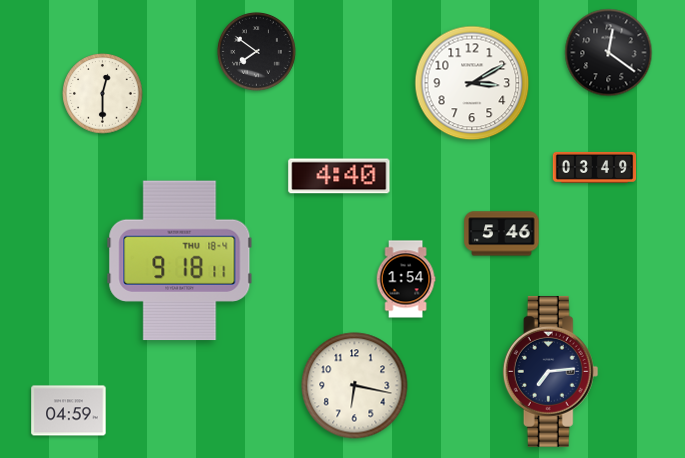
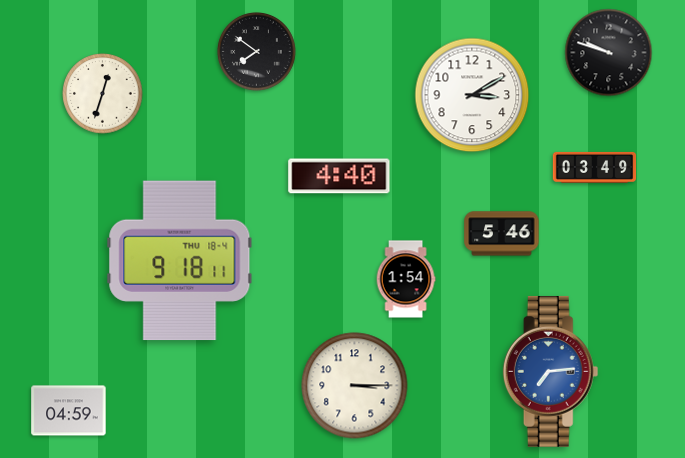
clock at (609, 53): 12:21 -> 9:48
clock at (472, 83) position: (472, 83) -> (472, 95)
clock at (103, 94): 12:30 -> 12:33
clock at (551, 371) dial: navy -> blue
clock at (355, 386): 6:17 -> 3:15
